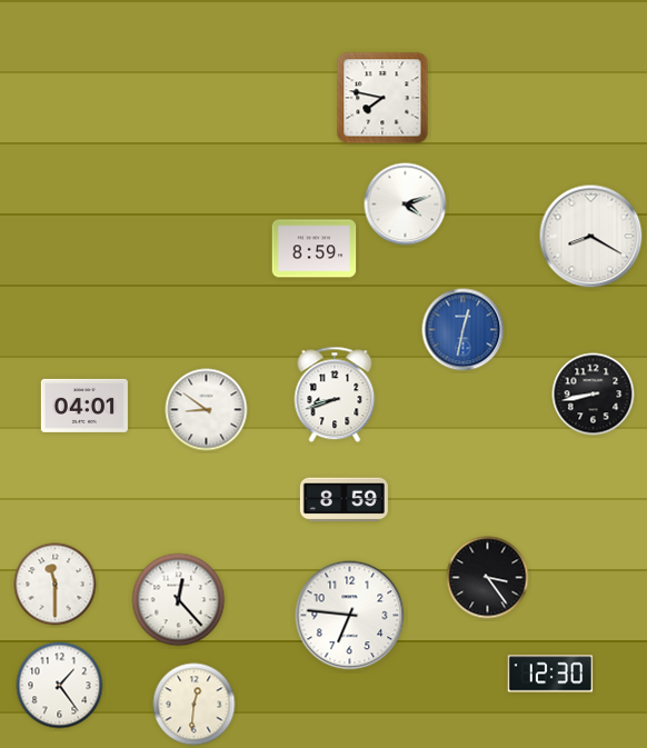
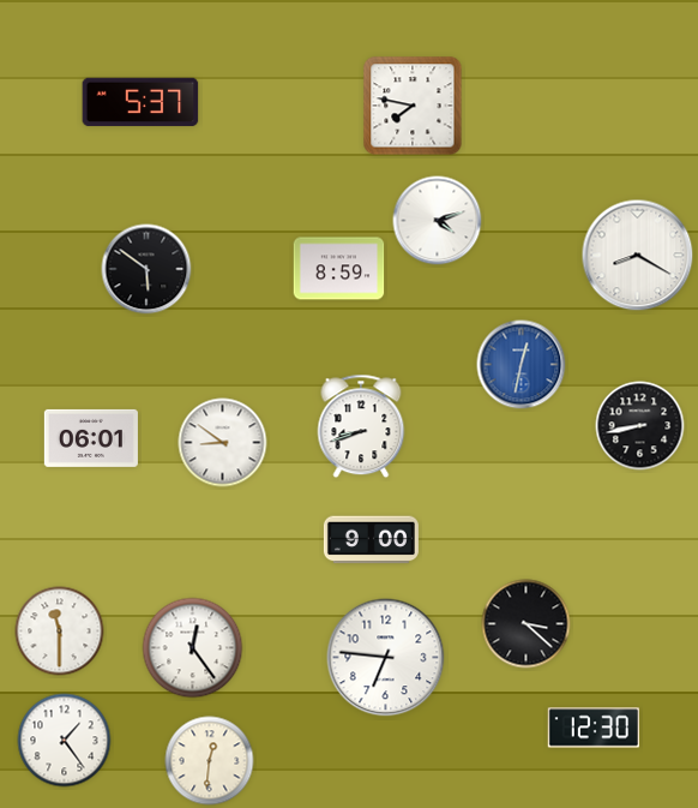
clock at (140, 102): none -> 5:37
clock at (146, 269): none -> 5:51
clock at (464, 330) position: (464, 330) -> (522, 365)
clock at (84, 406): 04:01 -> 06:01
clock at (344, 500): 8:59 -> 9:00
clock at (488, 578): 3:24 -> 3:22
clock at (179, 600): 12:23 -> 12:24
clock at (350, 616) position: (350, 616) -> (386, 658)
